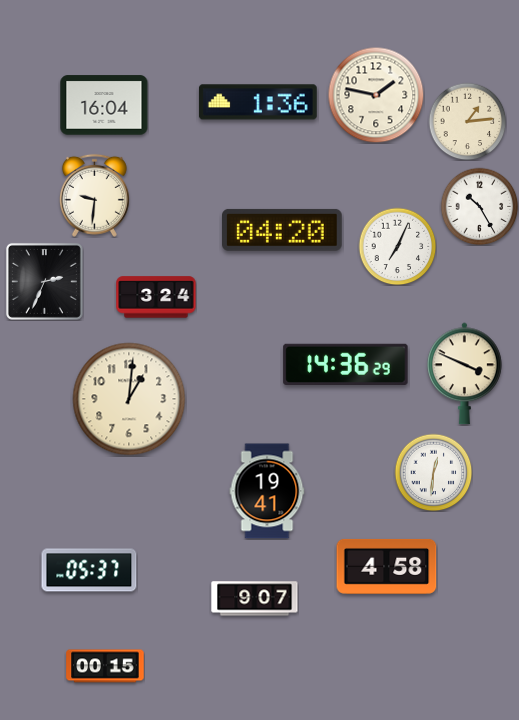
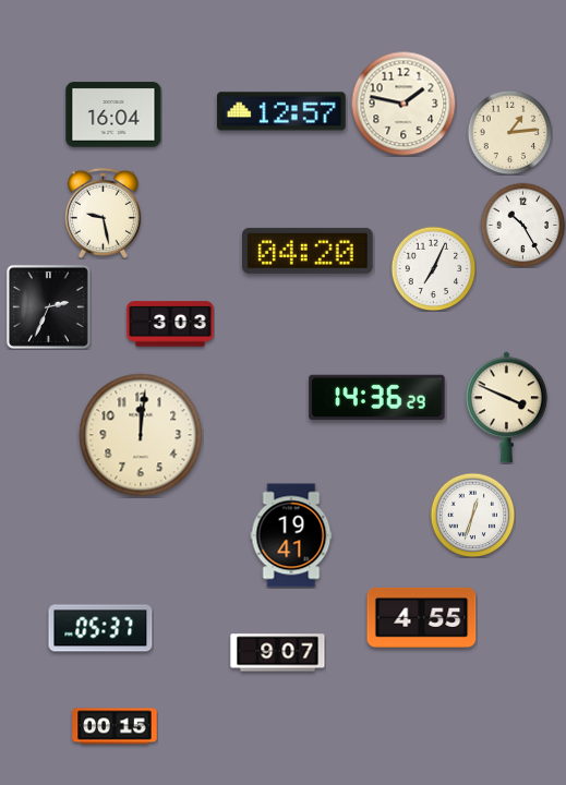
clock at (376, 95) position: (376, 95) -> (404, 104)
clock at (258, 102): 1:36 -> 12:57
clock at (94, 195): 9:31 -> 9:28
clock at (156, 297): 3:24 -> 3:03
clock at (129, 399): 1:01 -> 12:01
clock at (433, 472): 12:31 -> 12:33
clock at (387, 566): 4:58 -> 4:55
clock at (89, 570) position: (89, 570) -> (100, 628)
